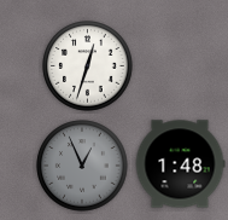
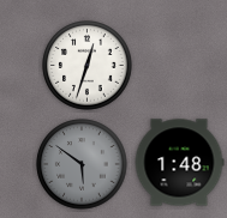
clock at (82, 166): 12:56 -> 5:51
